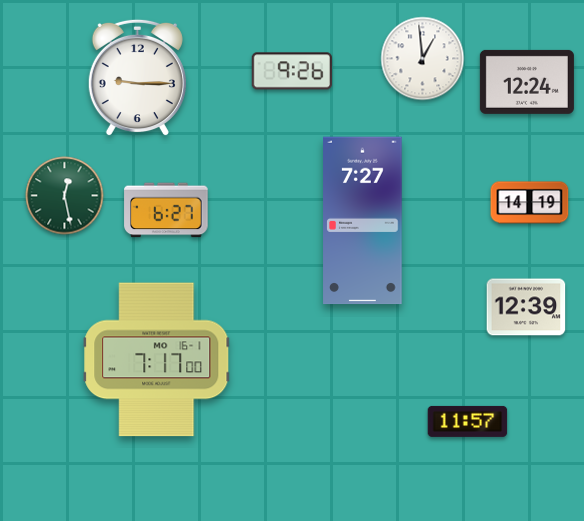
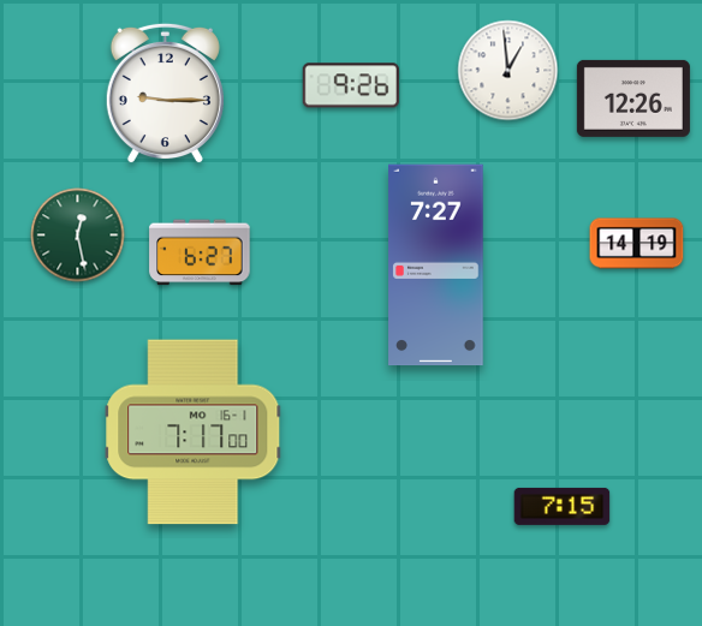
clock at (527, 82): 12:24 -> 12:26
clock at (526, 307): 12:39 -> none
clock at (157, 360) position: (157, 360) -> (194, 433)
clock at (468, 421): 11:57 -> 7:15
